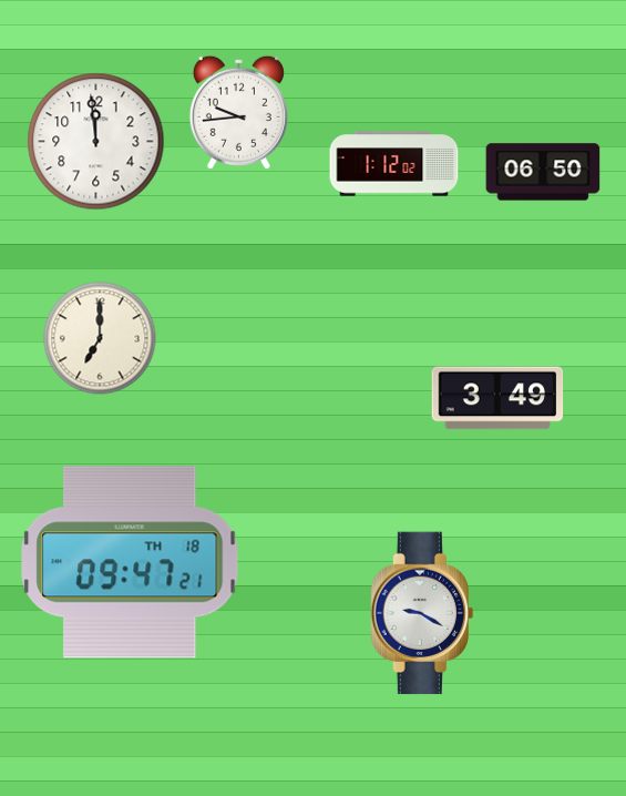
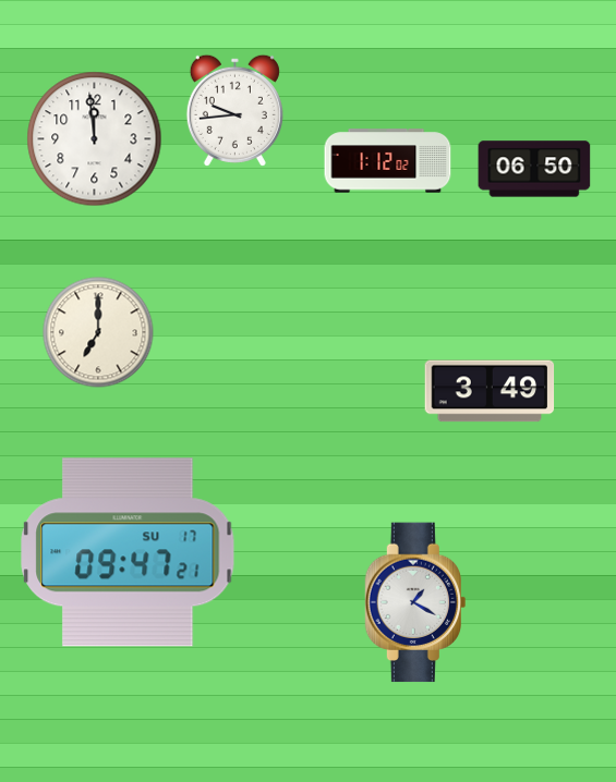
clock at (130, 562) date: TH 18 -> SU 17
clock at (422, 613): 9:20 -> 1:20
